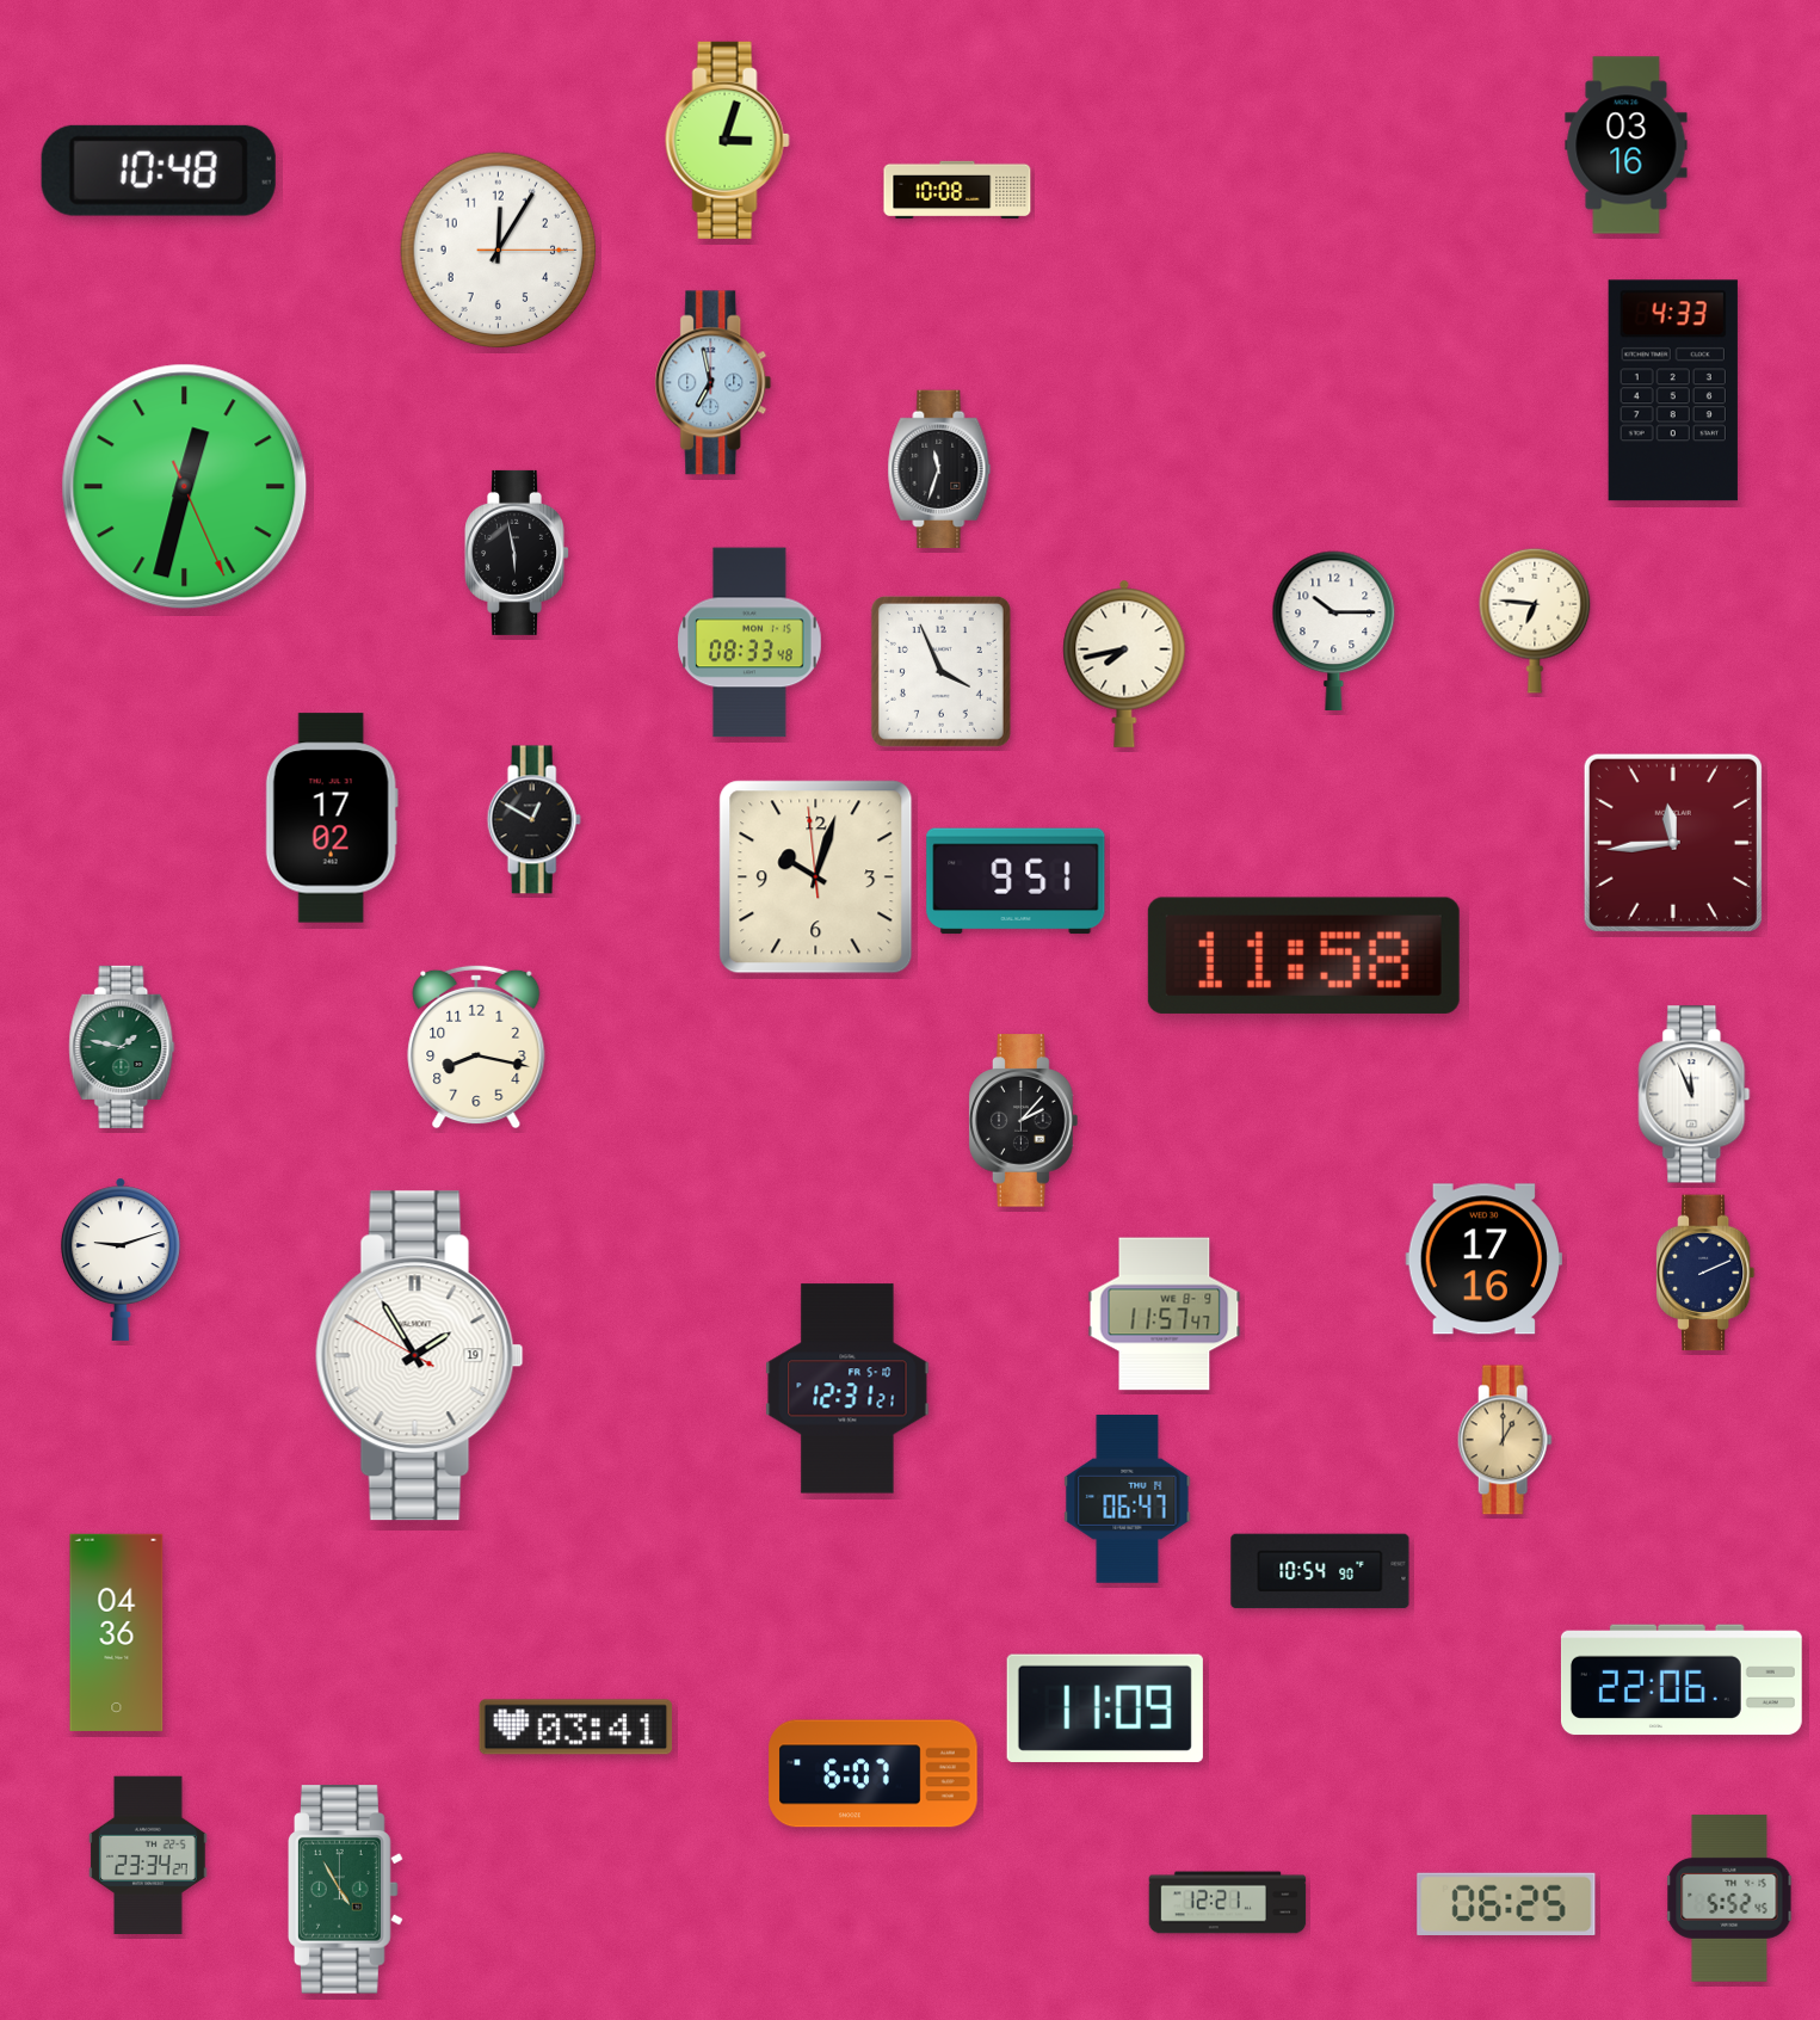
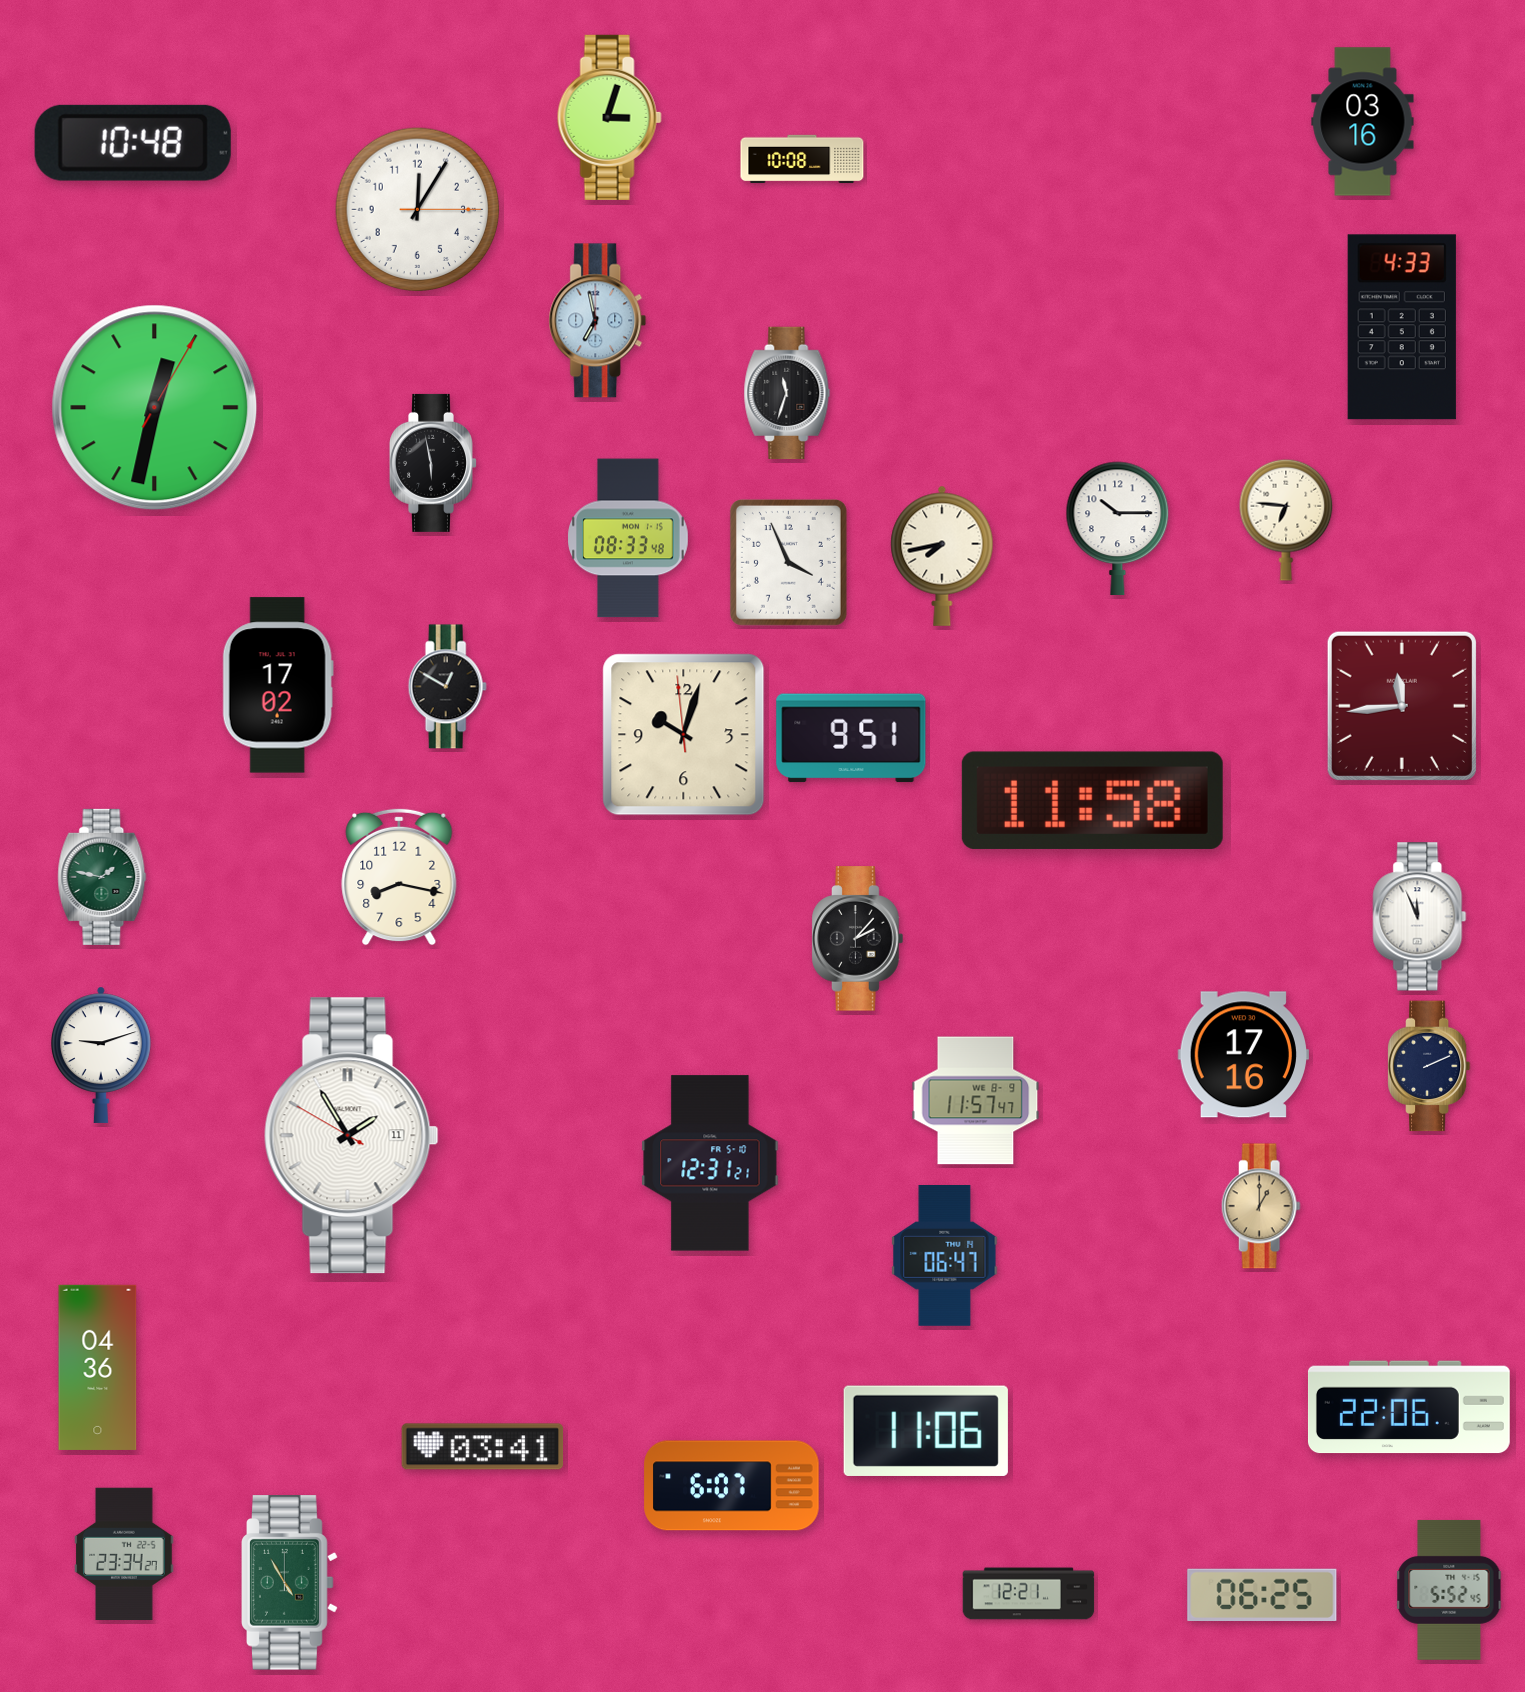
clock at (185, 487): 12:32:26 -> 12:32:05
clock at (419, 1356) date: 19 -> 11
clock at (1320, 1571): 10:54 -> none
clock at (1105, 1708): 11:09 -> 11:06
